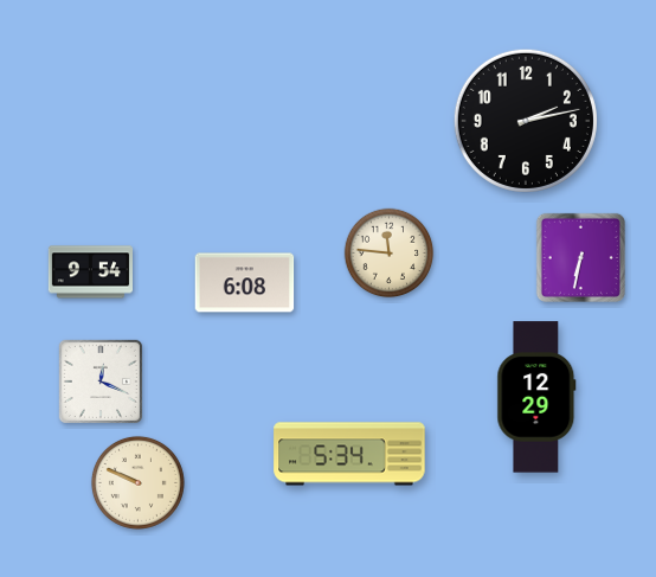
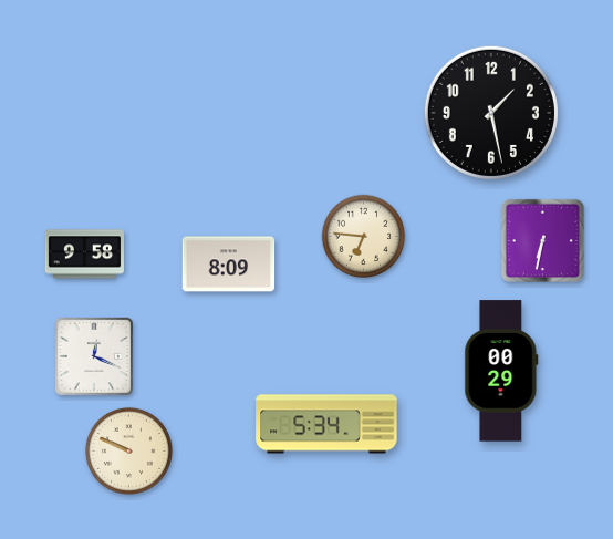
clock at (526, 121): 2:13 -> 1:28
clock at (390, 254): 11:46 -> 6:46
clock at (90, 273): 9:54 -> 9:58
clock at (245, 283): 6:08 -> 8:09
clock at (536, 397): 12:29 -> 00:29
